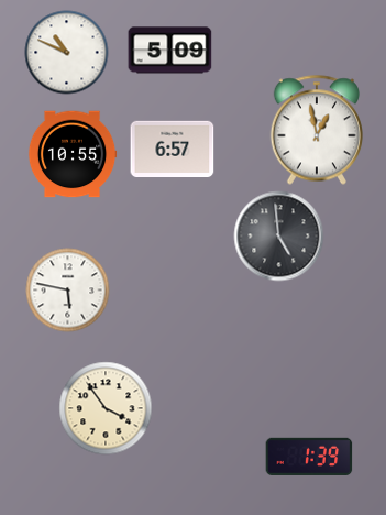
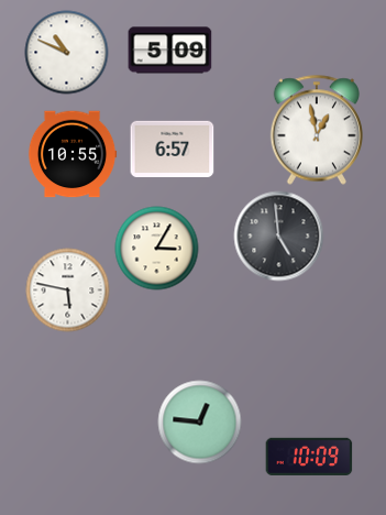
clock at (157, 249): none -> 3:05
clock at (106, 408): 3:54 -> none
clock at (200, 423): none -> 12:46
clock at (309, 457): 1:39 -> 10:09
